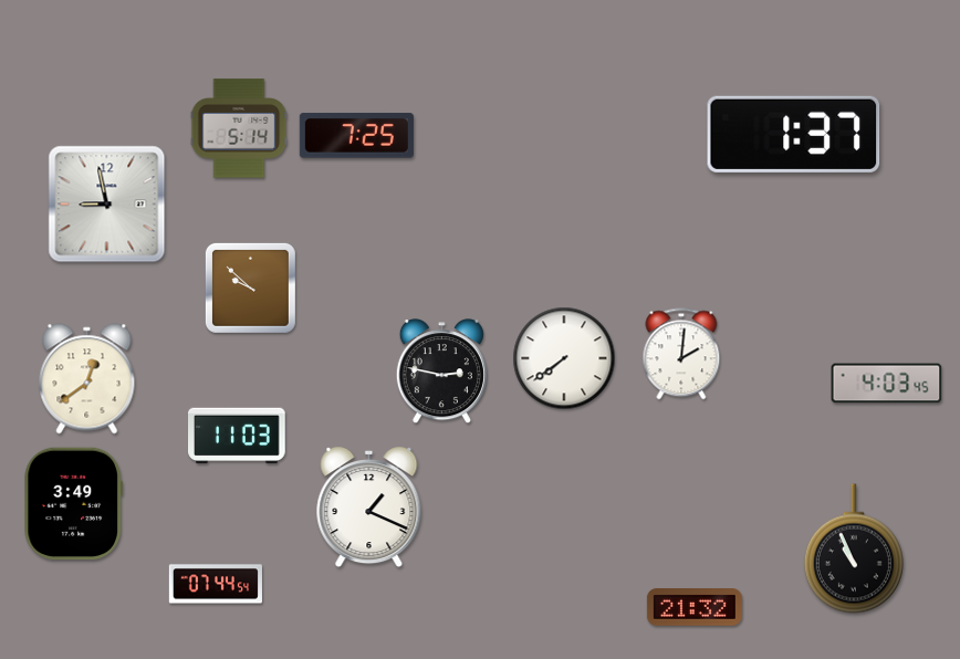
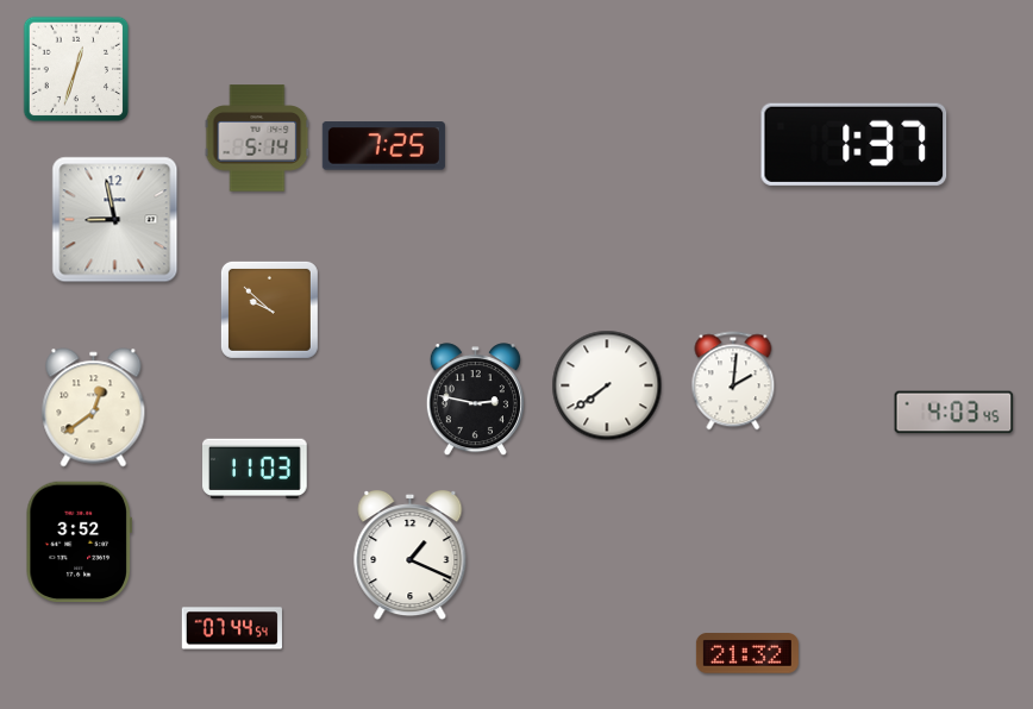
clock at (76, 69): none -> 12:33
clock at (73, 504): 3:49 -> 3:52
clock at (369, 509) position: (369, 509) -> (411, 557)
clock at (854, 548): 10:56 -> none
